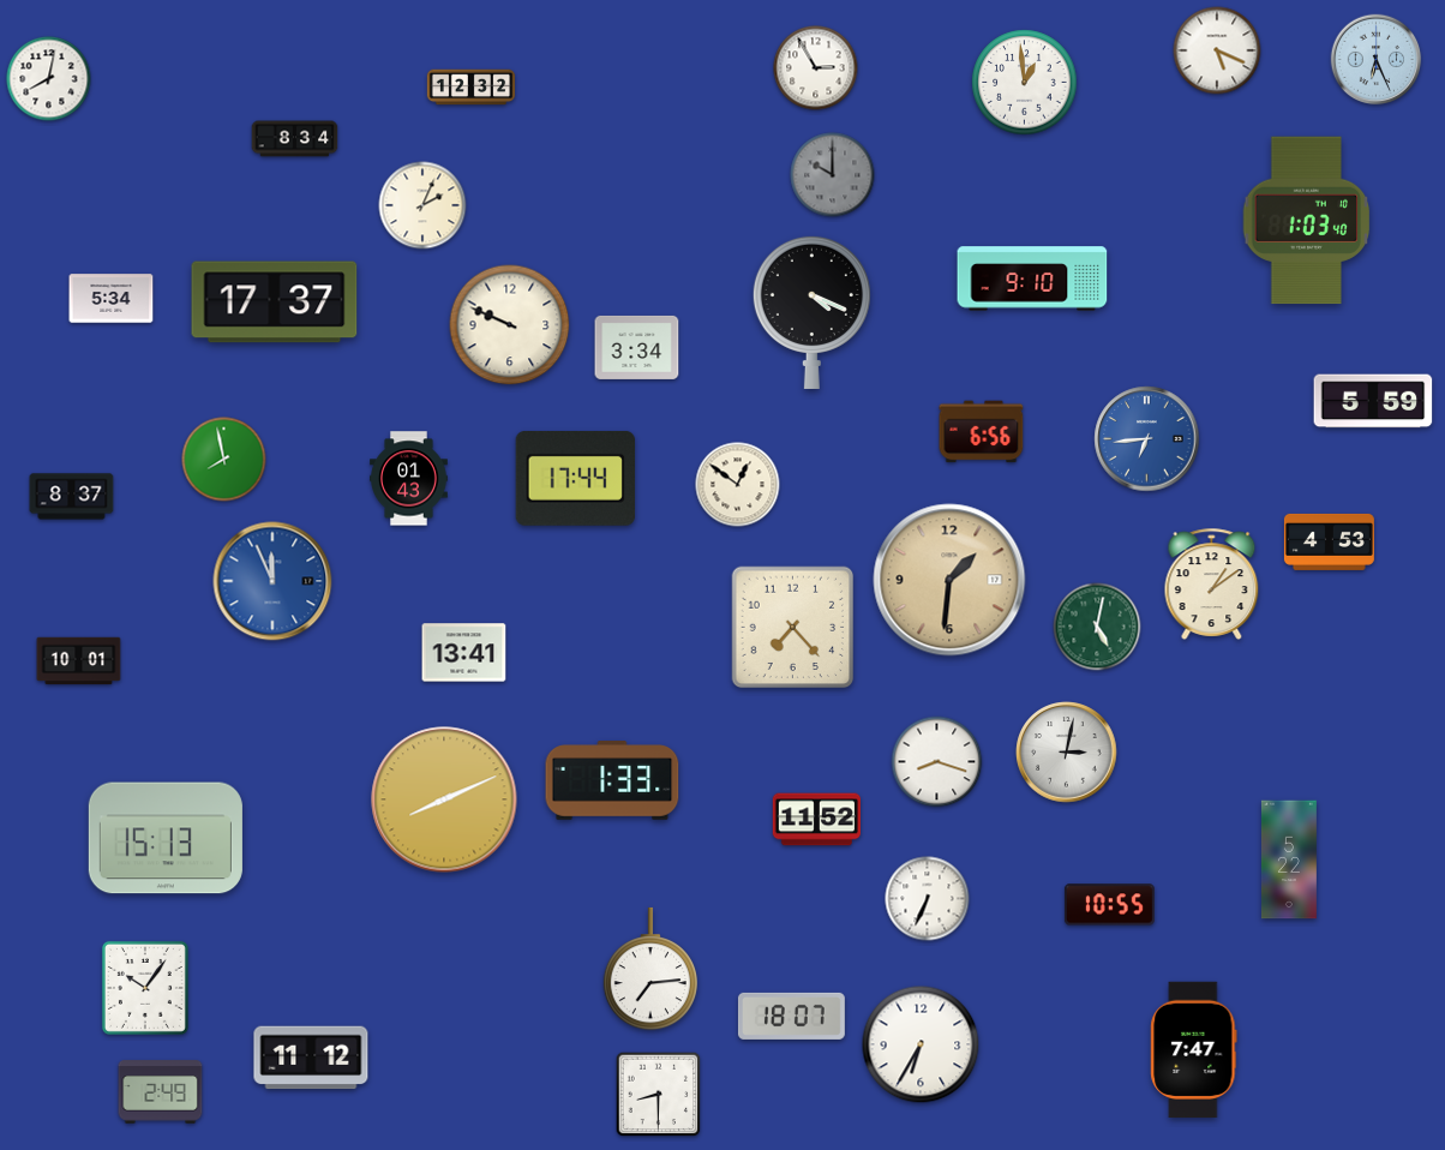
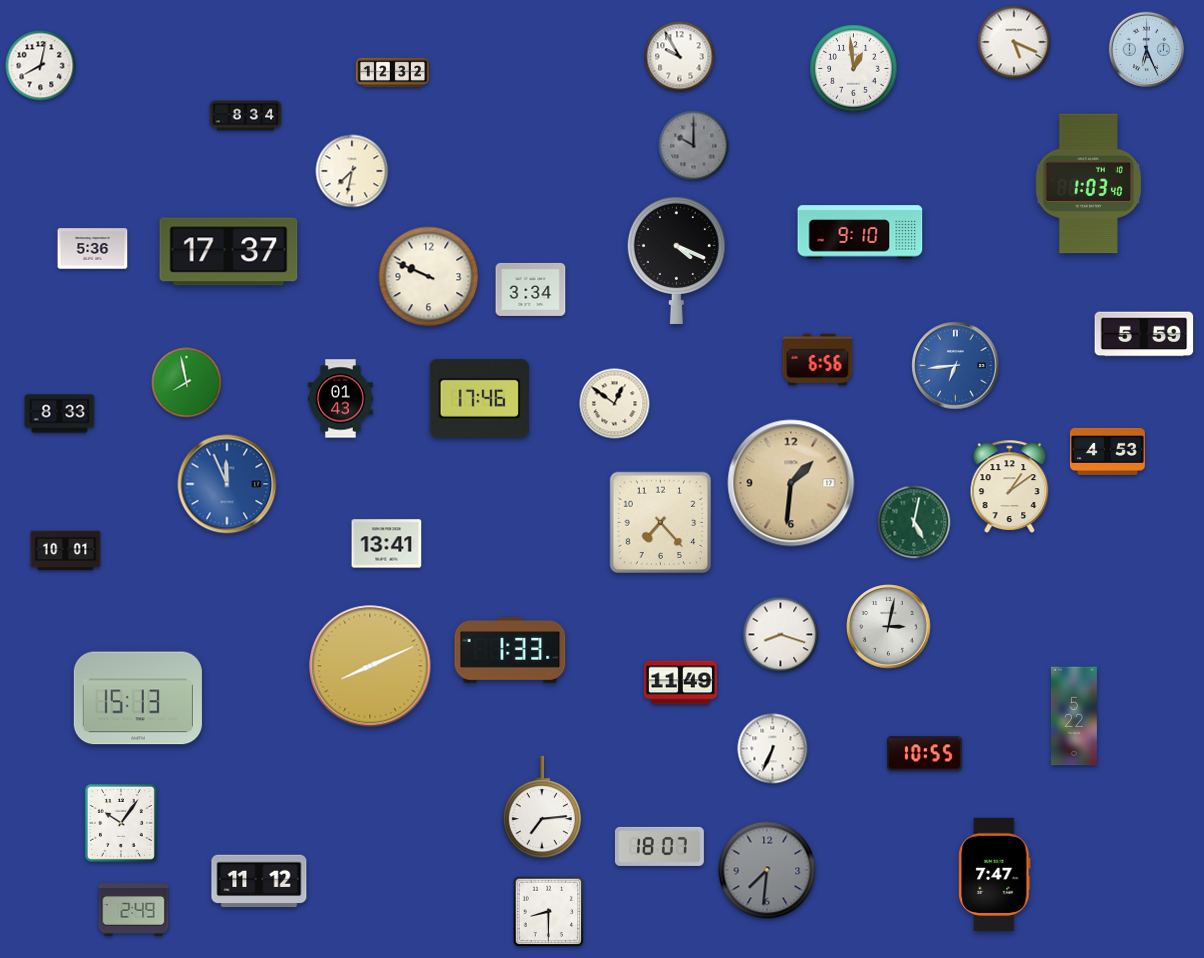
clock at (816, 68): 2:55 -> 9:55
clock at (422, 205): 2:04 -> 7:32
clock at (112, 299): 5:34 -> 5:36
clock at (510, 325) position: (510, 325) -> (429, 277)
clock at (576, 478): 17:44 -> 17:46
clock at (72, 497): 8:37 -> 8:33
clock at (817, 820): 11:52 -> 11:49
clock at (921, 1044): 6:35 -> 7:31
clock at (921, 1044) dial: white -> grey
